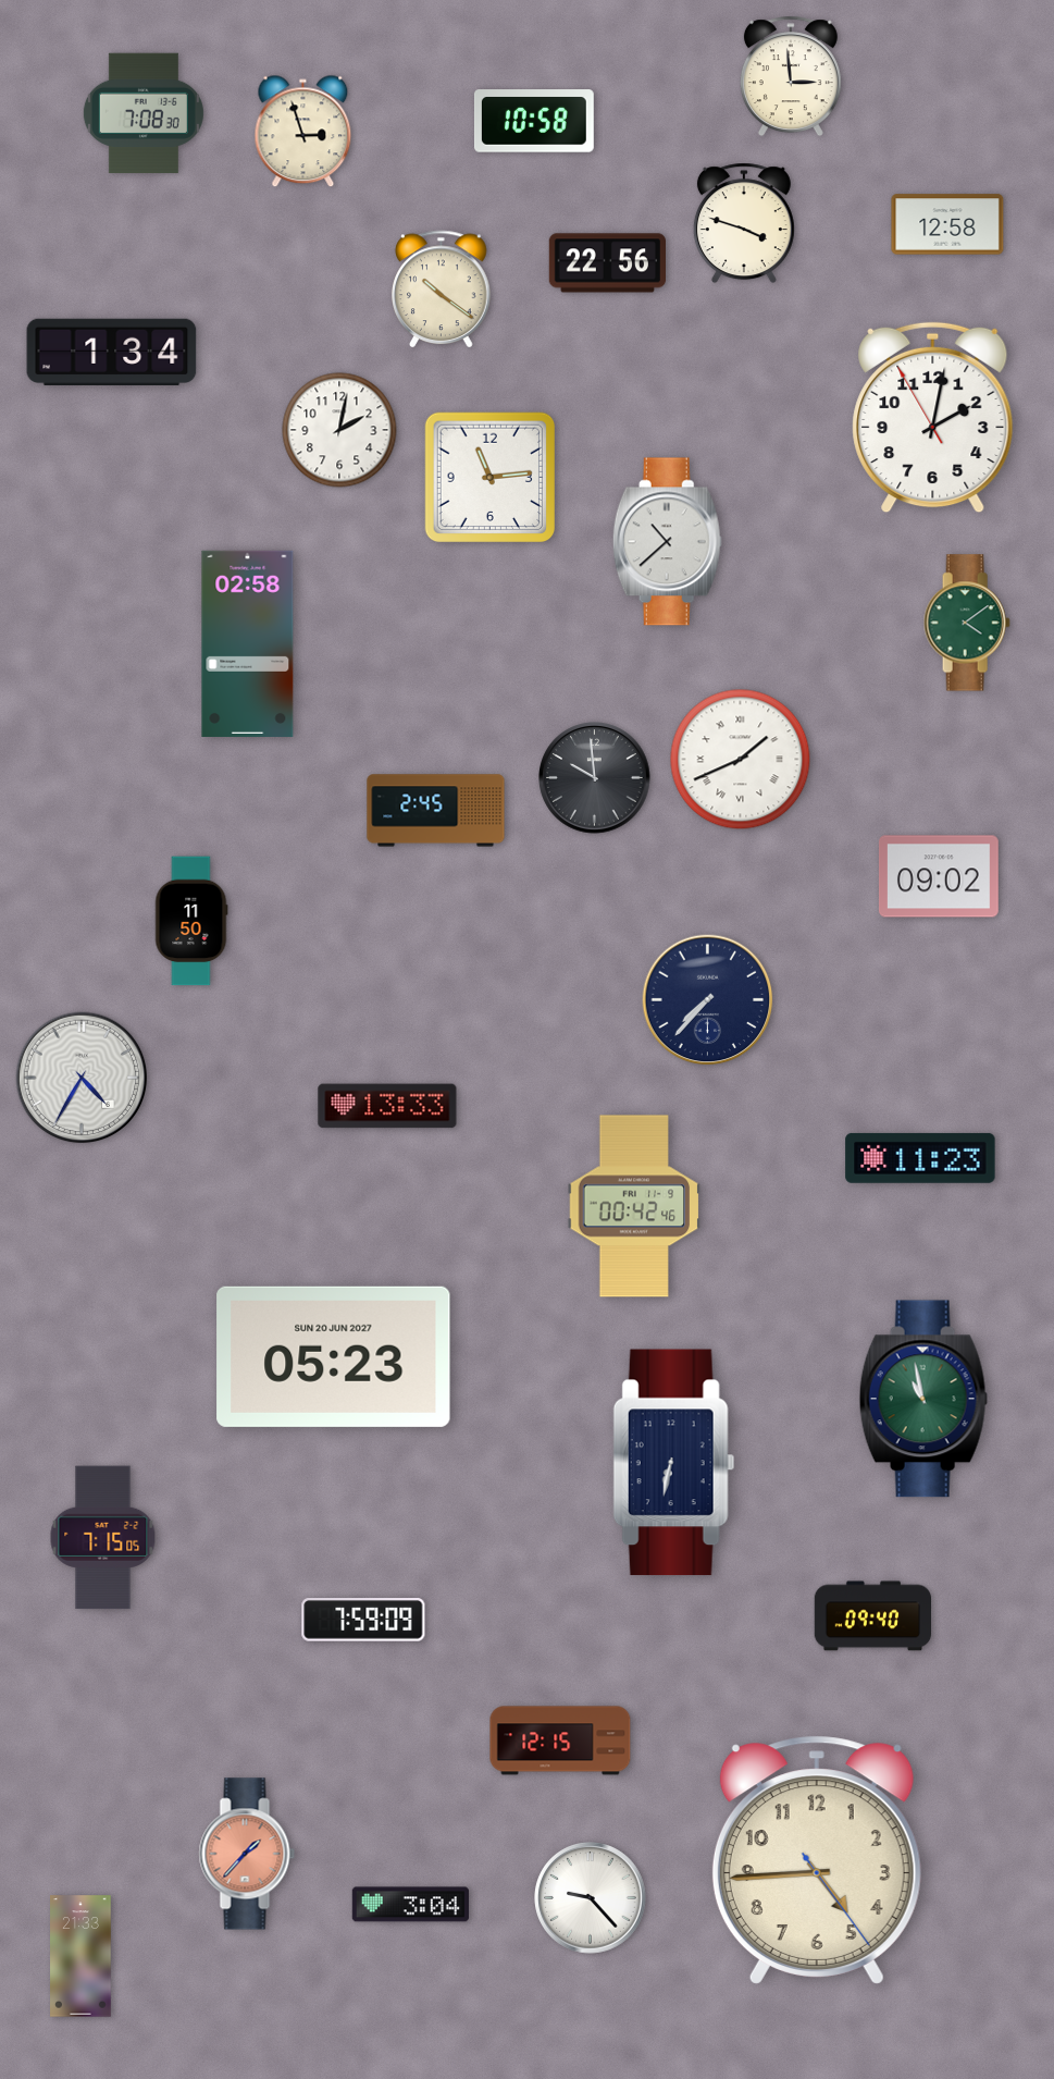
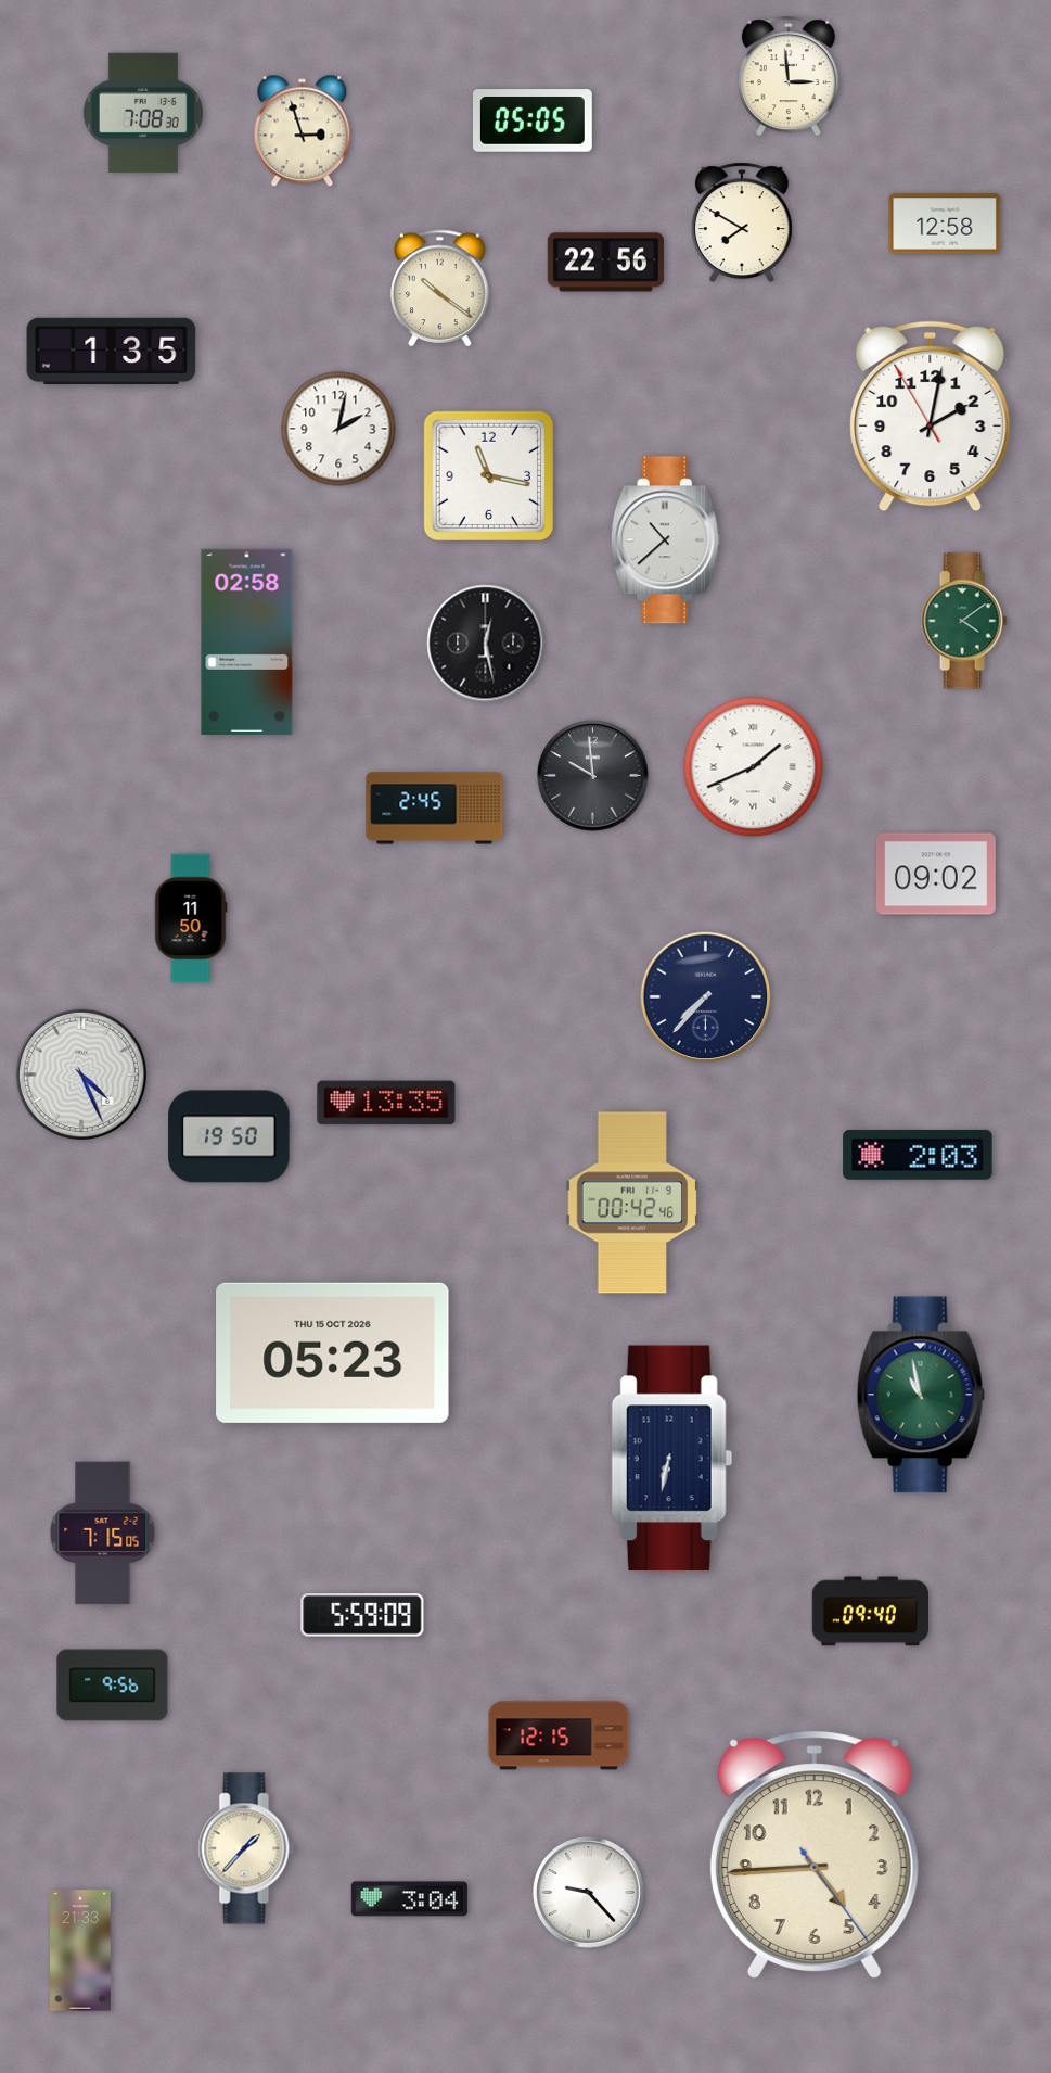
clock at (534, 121): 10:58 -> 05:05
clock at (744, 223): 3:48 -> 7:50
clock at (112, 353): 1:34 -> 1:35
clock at (491, 478): 11:14 -> 11:17
clock at (486, 644): none -> 12:28
clock at (741, 760) position: (741, 760) -> (754, 767)
clock at (82, 1078): 4:35 -> 4:26
clock at (387, 1106): 13:33 -> 13:35
clock at (229, 1136): none -> 19:50
clock at (920, 1158): 11:23 -> 2:03
clock at (334, 1356) date: SUN 20 JUN 2027 -> THU 15 OCT 2026
clock at (363, 1620): 7:59 -> 5:59
clock at (113, 1686): none -> 9:56
clock at (247, 1854) dial: salmon -> cream
